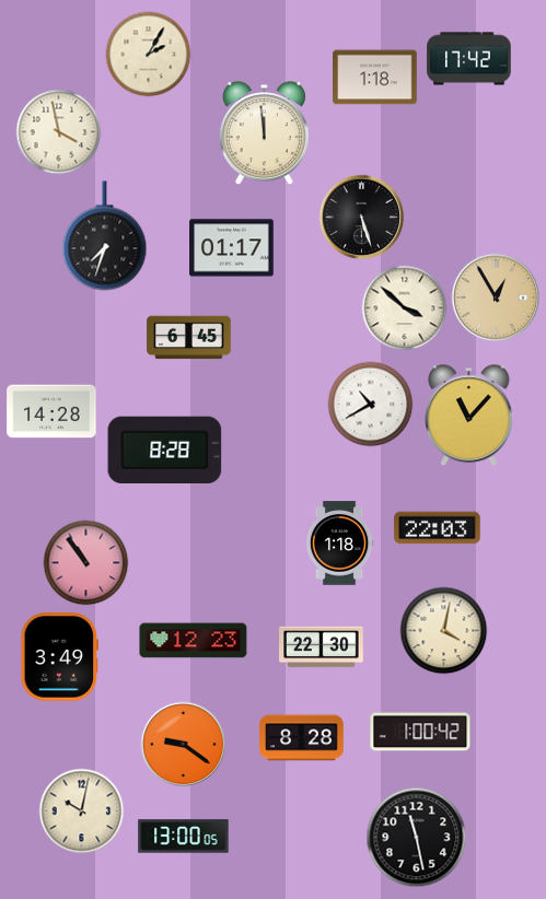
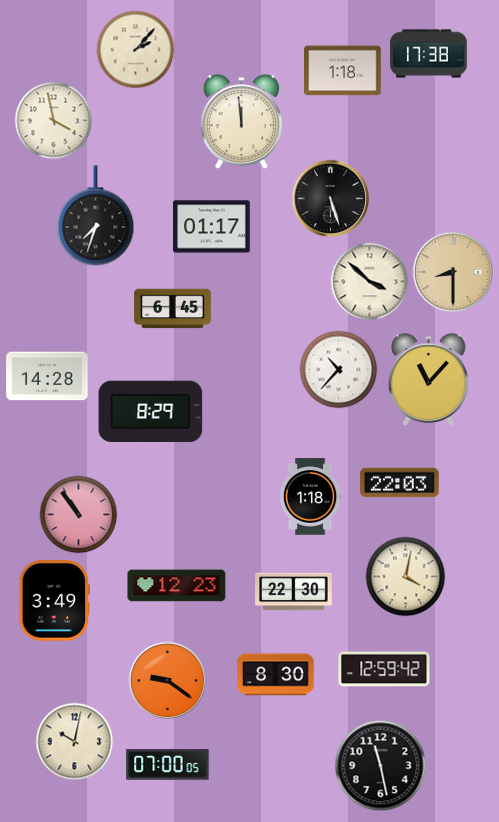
clock at (148, 54): 2:05 -> 2:07
clock at (469, 59): 17:42 -> 17:38
clock at (496, 297): 12:55 -> 8:30
clock at (370, 404): 10:40 -> 10:37
clock at (165, 449): 8:28 -> 8:29
clock at (420, 732): 1:00 -> 12:59
clock at (302, 738): 8:28 -> 8:30
clock at (184, 837): 13:00 -> 07:00
